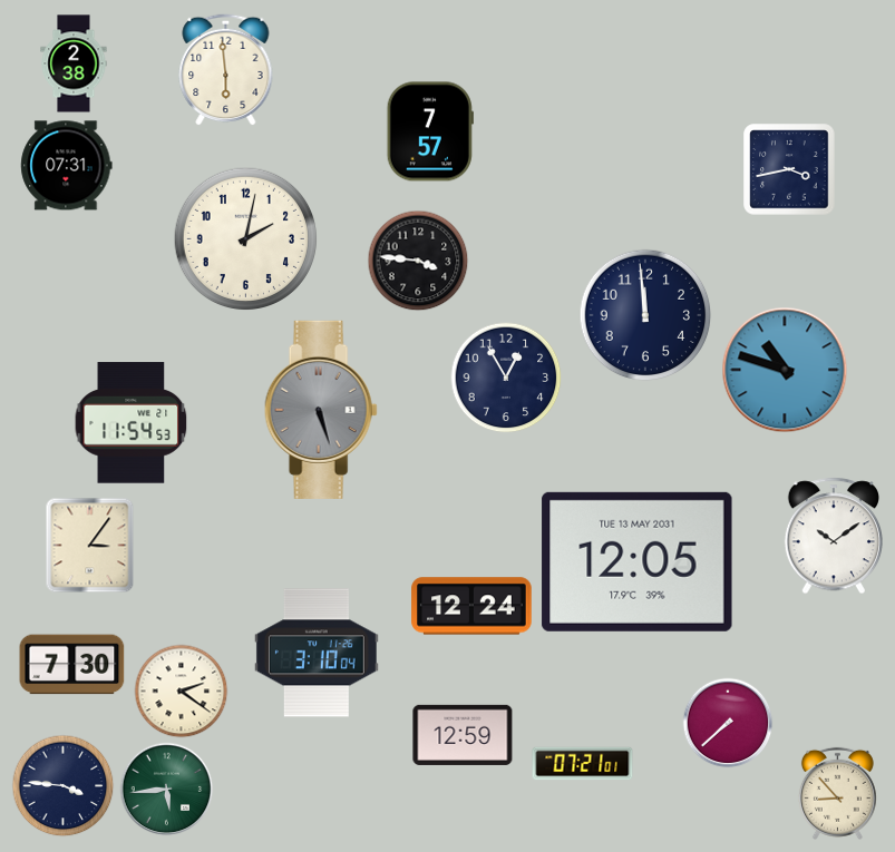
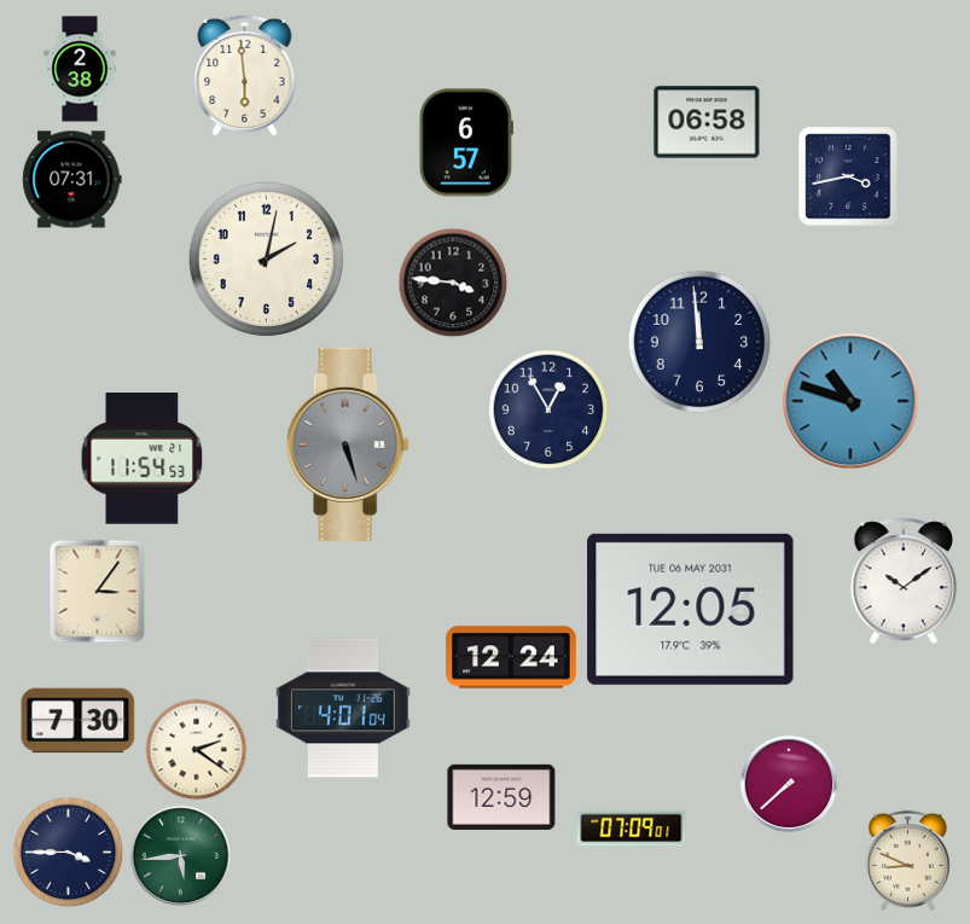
clock at (707, 122): none -> 06:58
clock at (430, 131): 7:57 -> 6:57
clock at (789, 169) position: (789, 169) -> (848, 176)
clock at (638, 561) date: TUE 13 MAY 2031 -> TUE 06 MAY 2031
clock at (317, 653): 3:10 -> 4:01
clock at (583, 764): 07:21 -> 07:09
clock at (64, 786): 3:46 -> 3:45
clock at (837, 793): 8:53 -> 8:49
